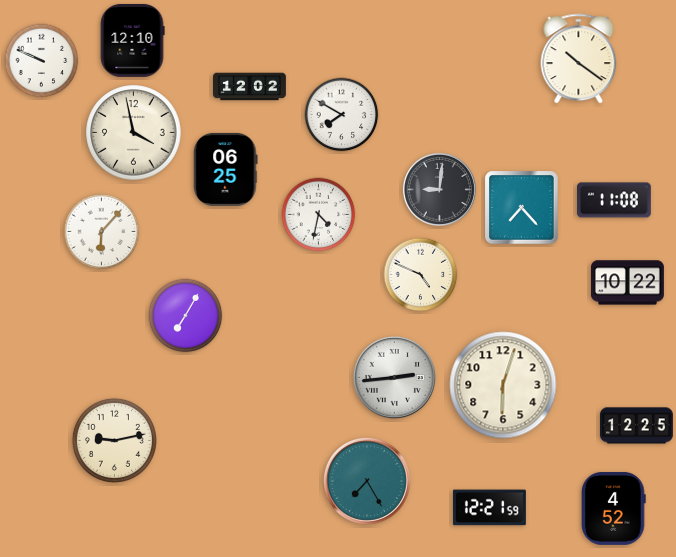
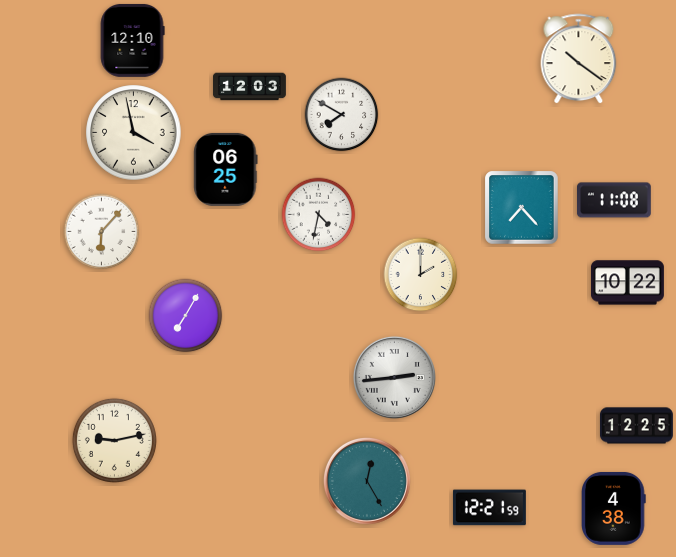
clock at (42, 61): 9:49 -> none
clock at (250, 87): 12:02 -> 12:03
clock at (439, 189): 9:01 -> none
clock at (421, 275): 4:49 -> 2:00
clock at (503, 385): 6:03 -> none
clock at (367, 481): 7:25 -> 12:25
clock at (614, 508): 4:52 -> 4:38
